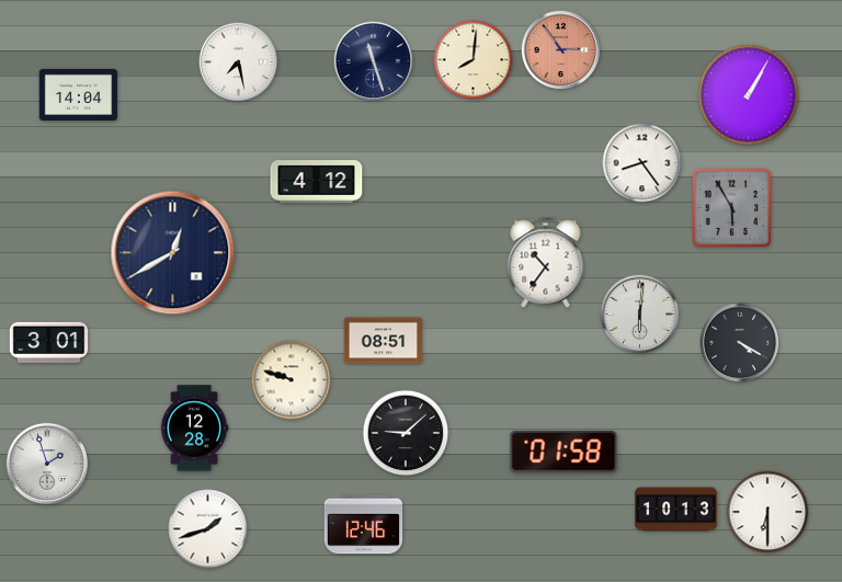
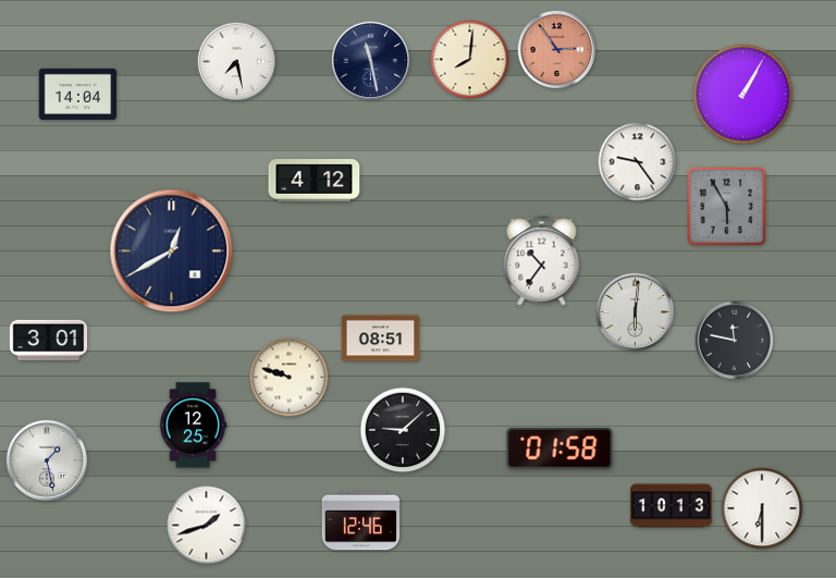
clock at (374, 61): 11:27 -> 11:28
clock at (642, 163): 8:24 -> 9:24
clock at (740, 343): 4:20 -> 11:47
clock at (194, 429): 12:28 -> 12:25
clock at (46, 463): 1:57 -> 1:28
